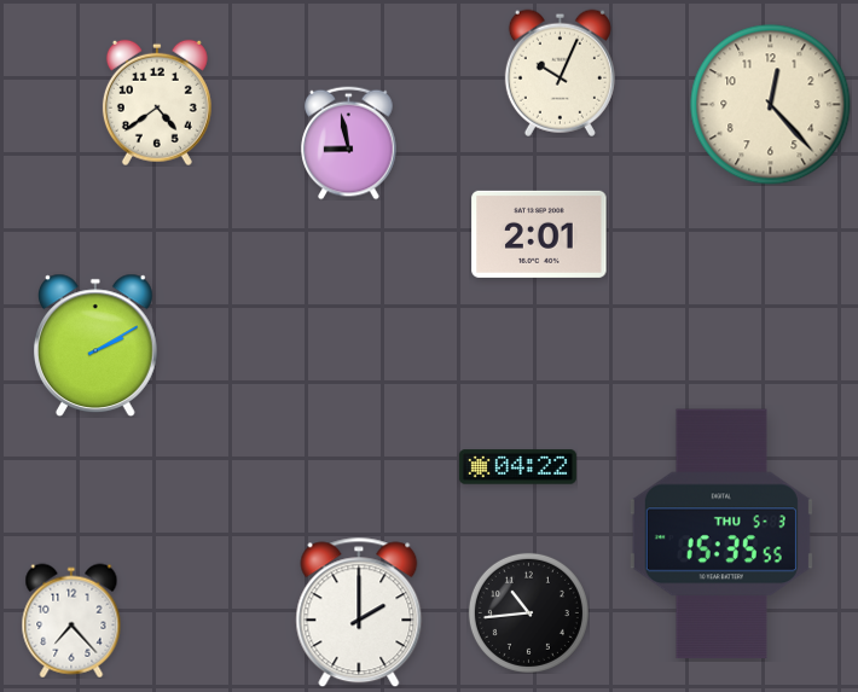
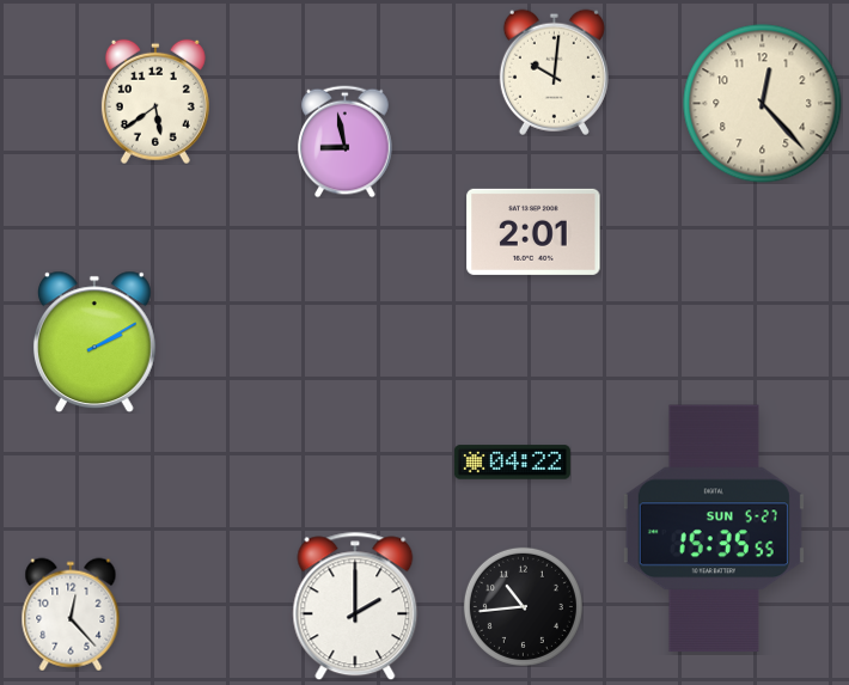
clock at (560, 72): 10:04 -> 10:01
clock at (157, 103): 4:39 -> 5:39
clock at (721, 534) date: THU 5-3 -> SUN 5-27
clock at (71, 621): 7:23 -> 12:23
